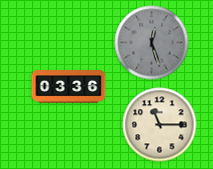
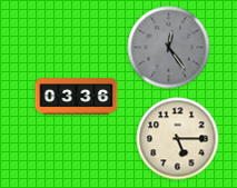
clock at (152, 43): 12:27 -> 12:24
clock at (160, 125): 11:15 -> 5:15
